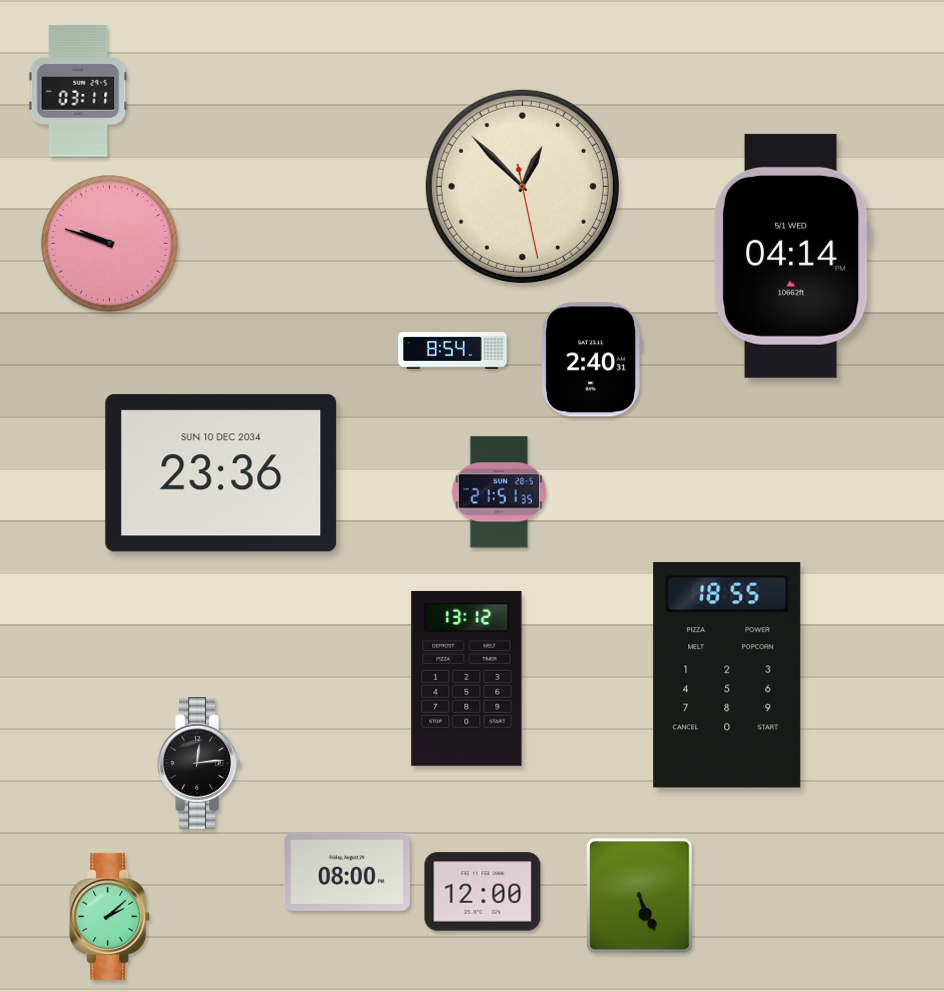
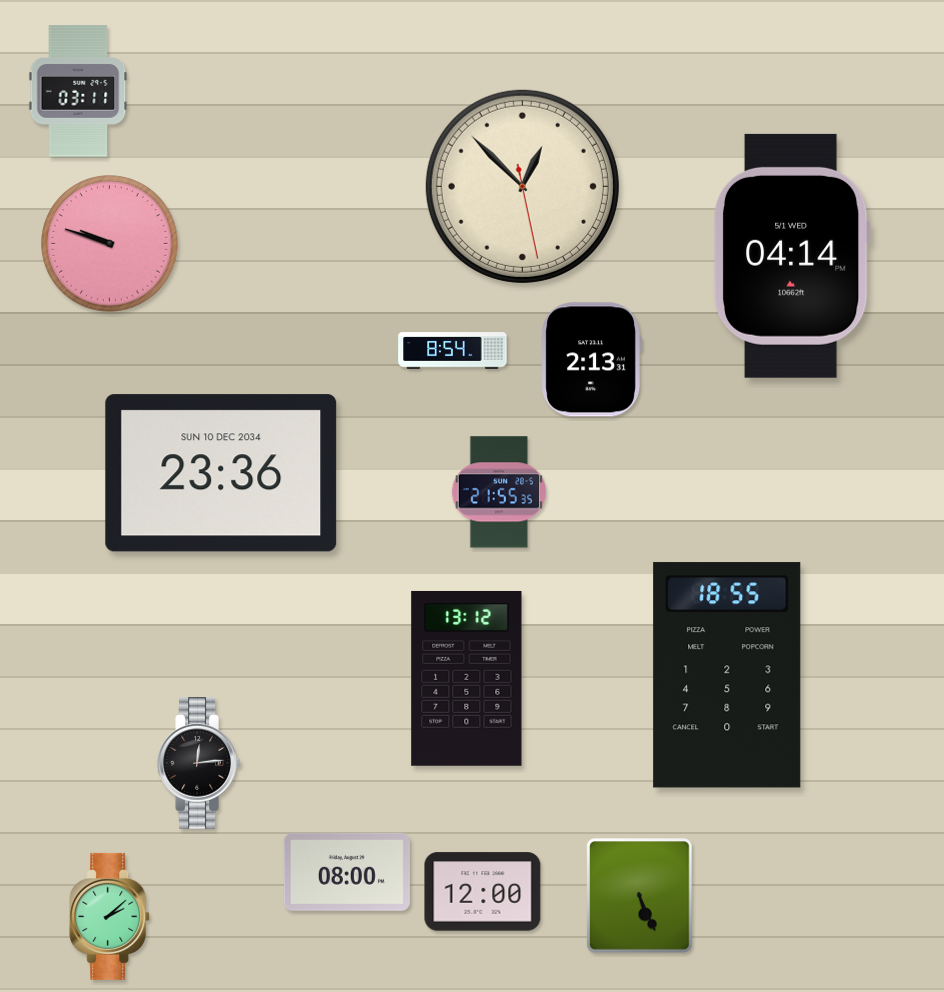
clock at (591, 360): 2:40 -> 2:13
clock at (499, 492): 21:51 -> 21:55
